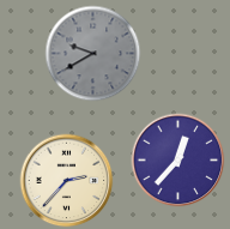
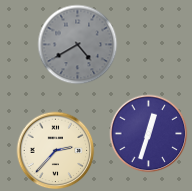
clock at (92, 53): 9:40 -> 4:40
clock at (177, 159): 12:37 -> 12:33
